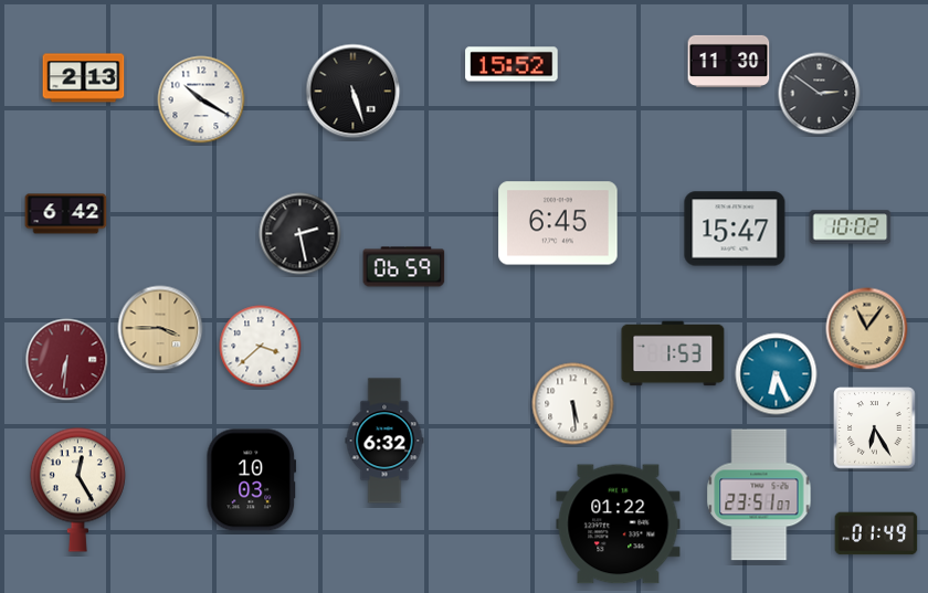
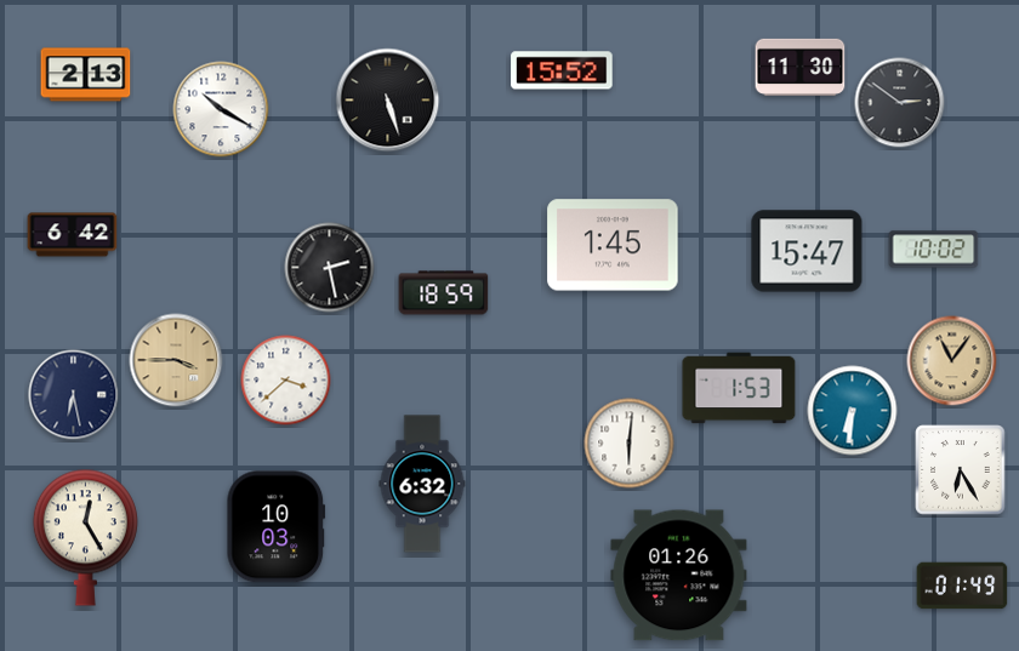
clock at (84, 78) position: (84, 78) -> (86, 75)
clock at (558, 223): 6:45 -> 1:45
clock at (300, 234) position: (300, 234) -> (330, 268)
clock at (404, 267): 06:59 -> 18:59
clock at (67, 360): 6:31 -> 6:28
clock at (67, 360) dial: burgundy -> navy
clock at (777, 374): 6:26 -> 6:31
clock at (573, 404): 5:29 -> 6:01
clock at (759, 495): 23:51 -> none
clock at (619, 525): 01:22 -> 01:26
